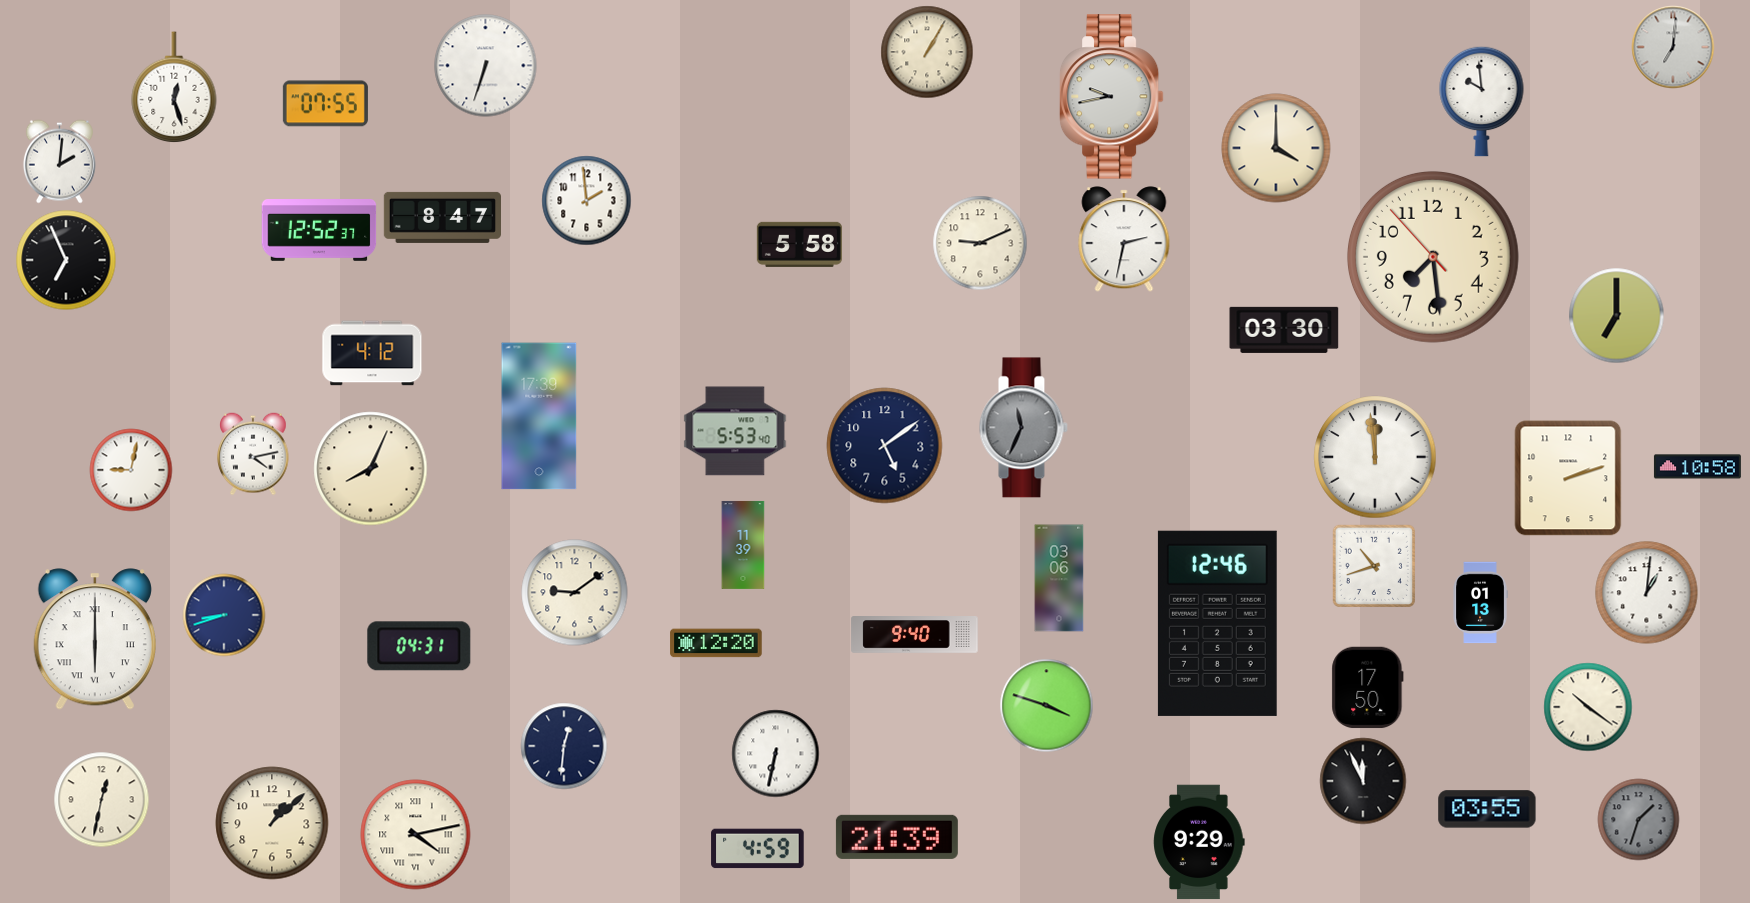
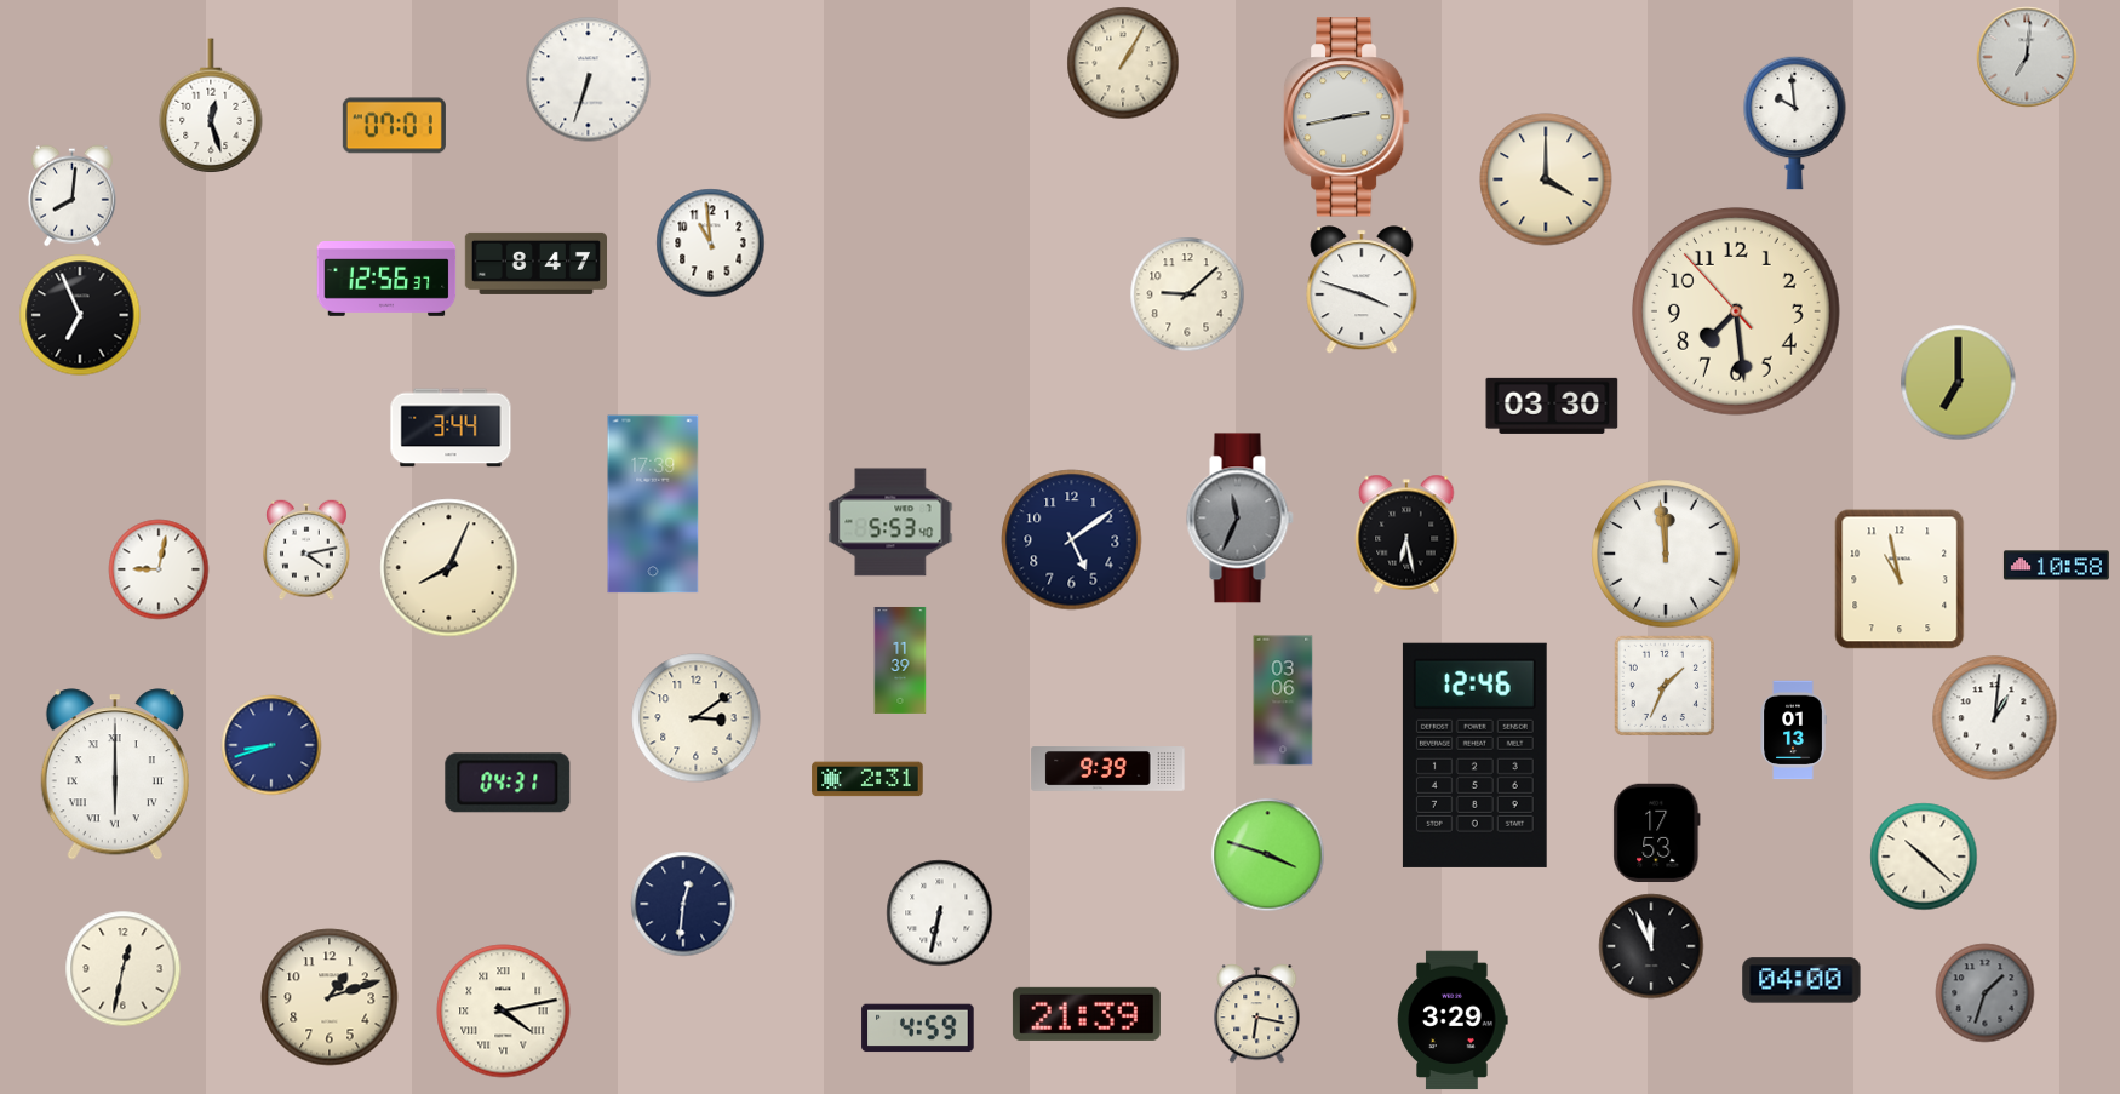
clock at (1111, 97): 9:43 -> 2:43
clock at (325, 104): 07:55 -> 07:01
clock at (59, 162): 2:01 -> 8:01
clock at (587, 201): 1:59 -> 10:59
clock at (319, 231): 12:52 -> 12:56
clock at (1124, 239): 2:32 -> 3:48
clock at (980, 243): 9:11 -> 9:08
clock at (799, 244): 5:58 -> none
clock at (1284, 330) position: (1284, 330) -> (1552, 406)
clock at (372, 353): 4:12 -> 3:44
clock at (1406, 534): none -> 6:28
clock at (1568, 478): 2:12 -> 10:58
clock at (1374, 566): 10:42 -> 1:34
clock at (575, 593): 9:09 -> 3:09
clock at (915, 635): 9:40 -> 9:39
clock at (716, 643): 12:20 -> 2:31
clock at (1368, 688): 17:50 -> 17:53
clock at (1588, 707): 10:21 -> 10:22
clock at (1487, 809): 03:55 -> 04:00
clock at (272, 823): 1:08 -> 1:12
clock at (1257, 1014): none -> 6:17
clock at (1199, 842): 9:29 -> 3:29
